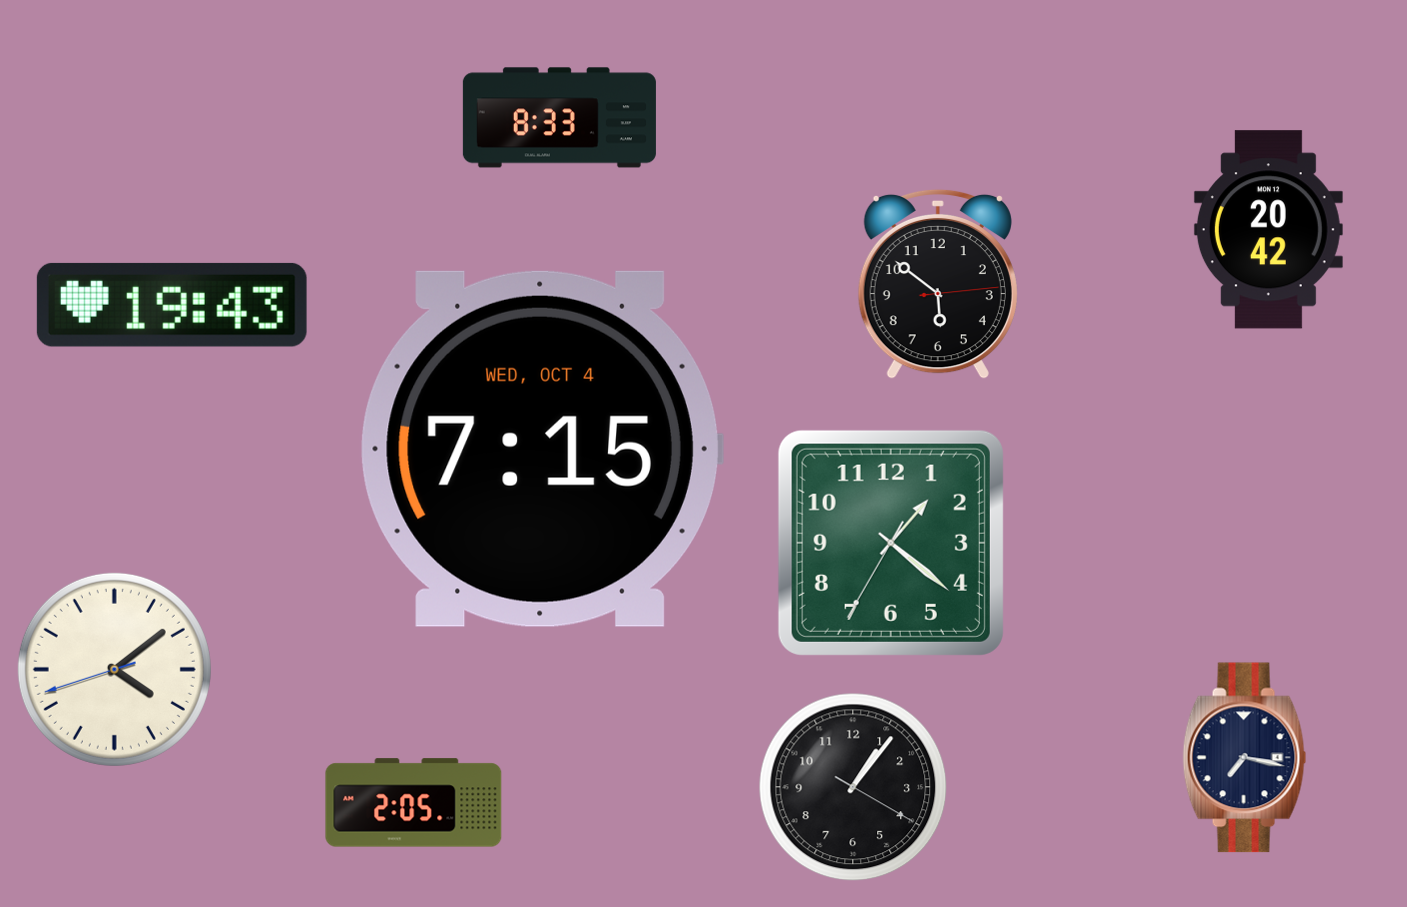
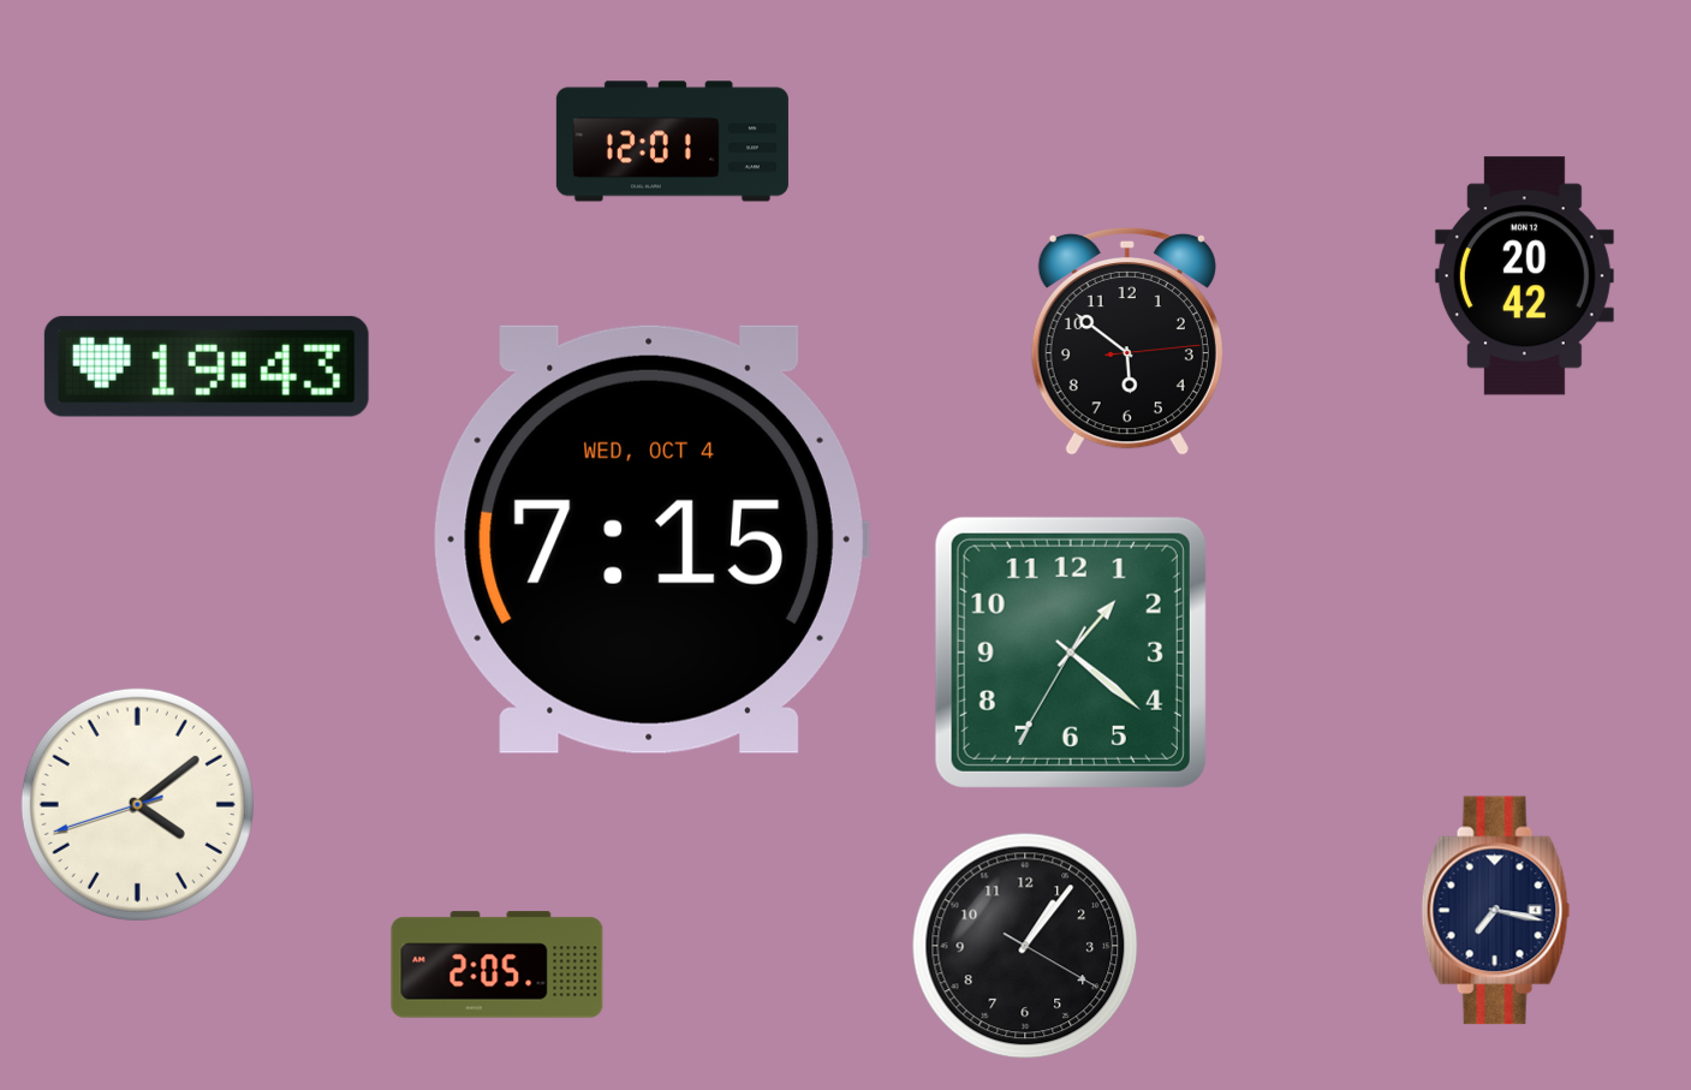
clock at (559, 118): 8:33 -> 12:01
